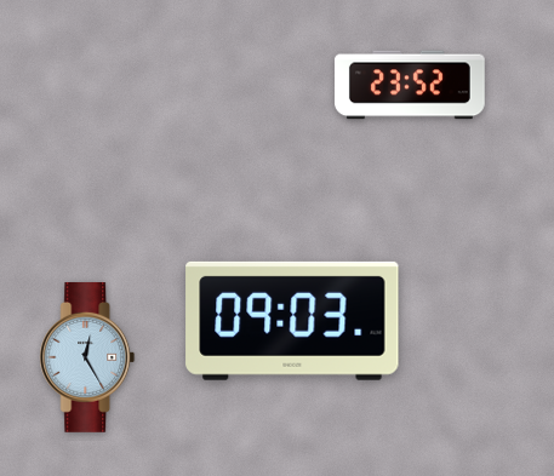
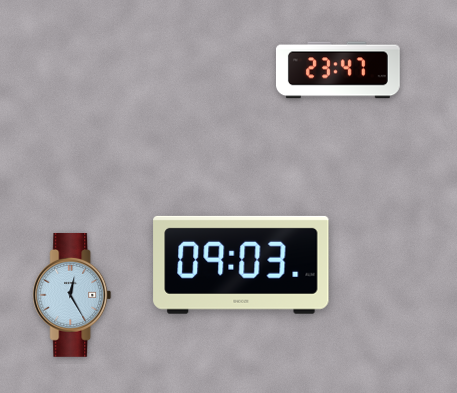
clock at (410, 85): 23:52 -> 23:47
